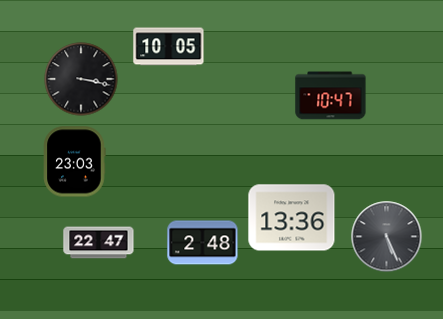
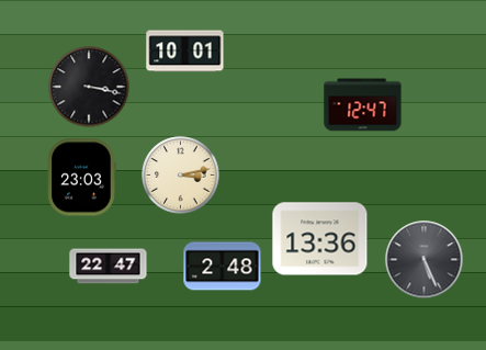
clock at (169, 47): 10:05 -> 10:01
clock at (331, 96): 10:47 -> 12:47
clock at (181, 176): none -> 3:13
